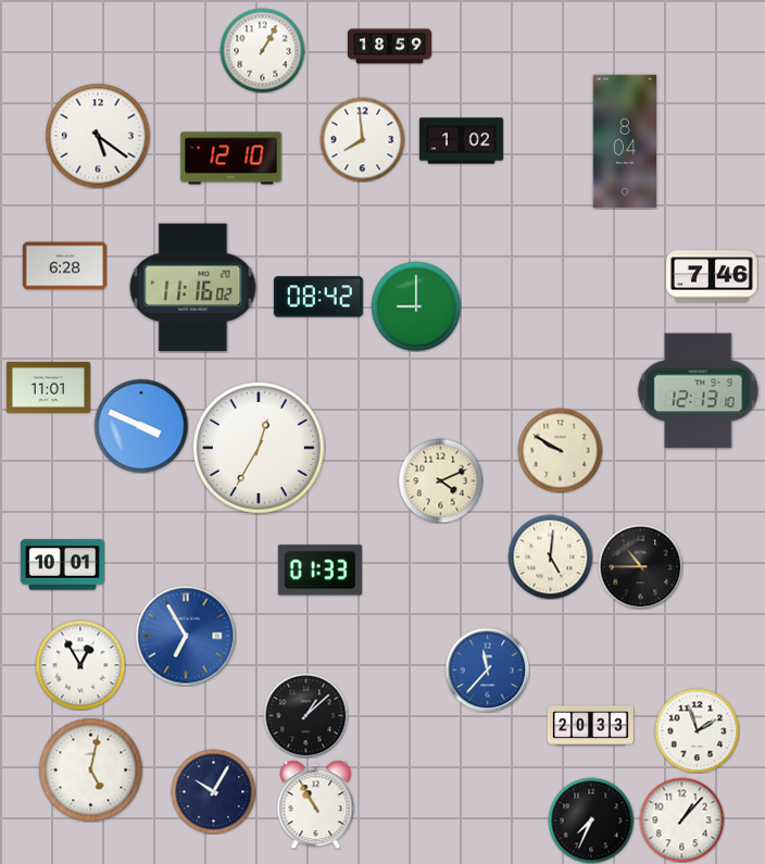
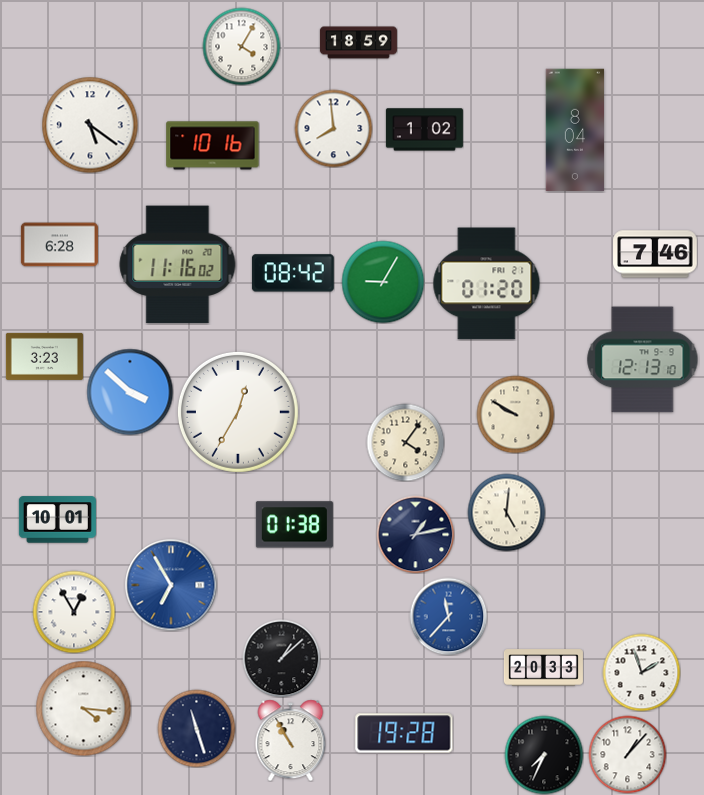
clock at (262, 50): 1:05 -> 4:05
clock at (231, 159): 12:10 -> 10:16
clock at (416, 306): 9:00 -> 9:05
clock at (487, 284): none -> 01:20
clock at (48, 387): 11:01 -> 3:23
clock at (141, 426): 3:49 -> 3:52
clock at (440, 480): 4:11 -> 4:06
clock at (640, 566): 10:45 -> none
clock at (319, 571): 01:33 -> 01:38
clock at (415, 534): none -> 1:13
clock at (90, 769): 5:02 -> 4:16
clock at (213, 791): 10:05 -> 11:27
clock at (404, 733): none -> 19:28
